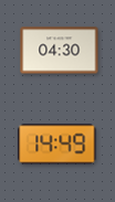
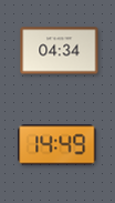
clock at (60, 51): 04:30 -> 04:34
